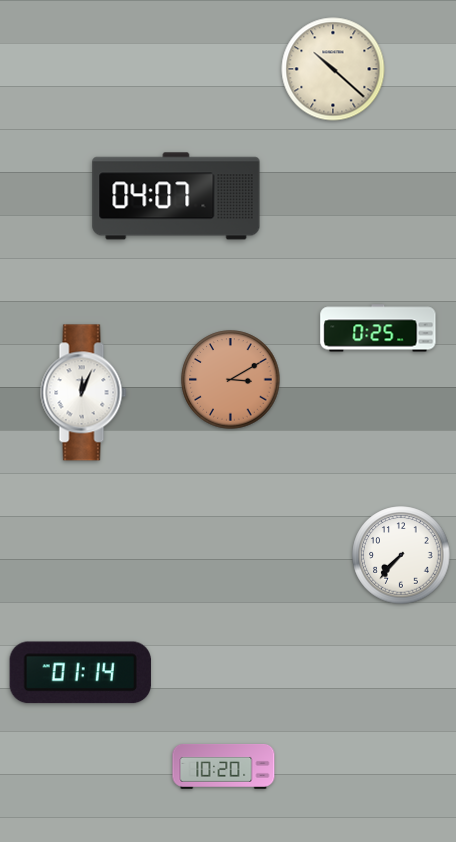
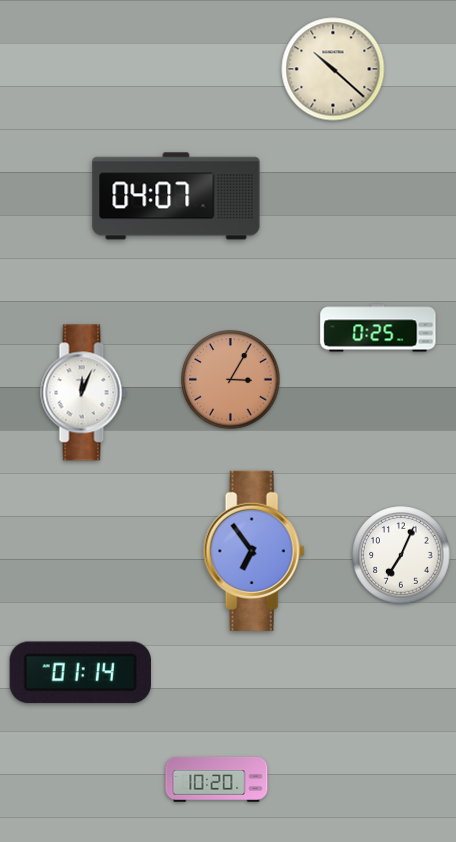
clock at (231, 380): 3:10 -> 3:05
clock at (254, 551): none -> 6:54
clock at (401, 555): 7:37 -> 7:04
clock at (224, 766) position: (224, 766) -> (217, 779)
